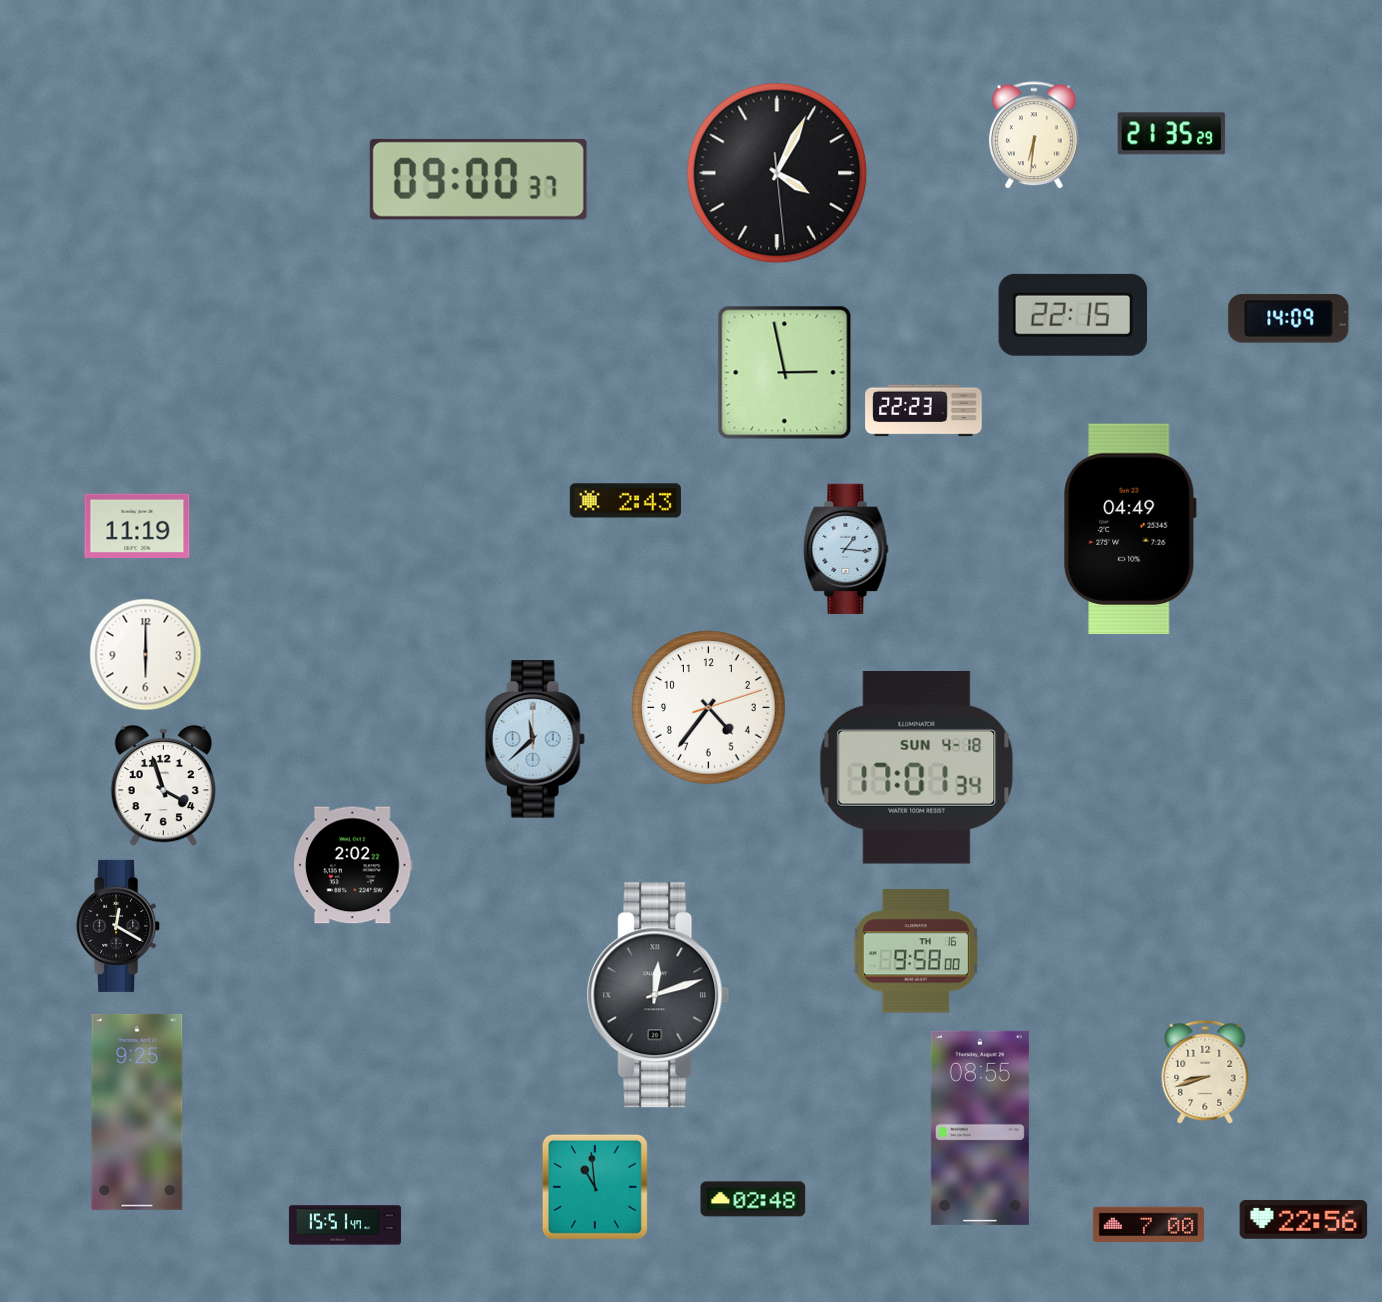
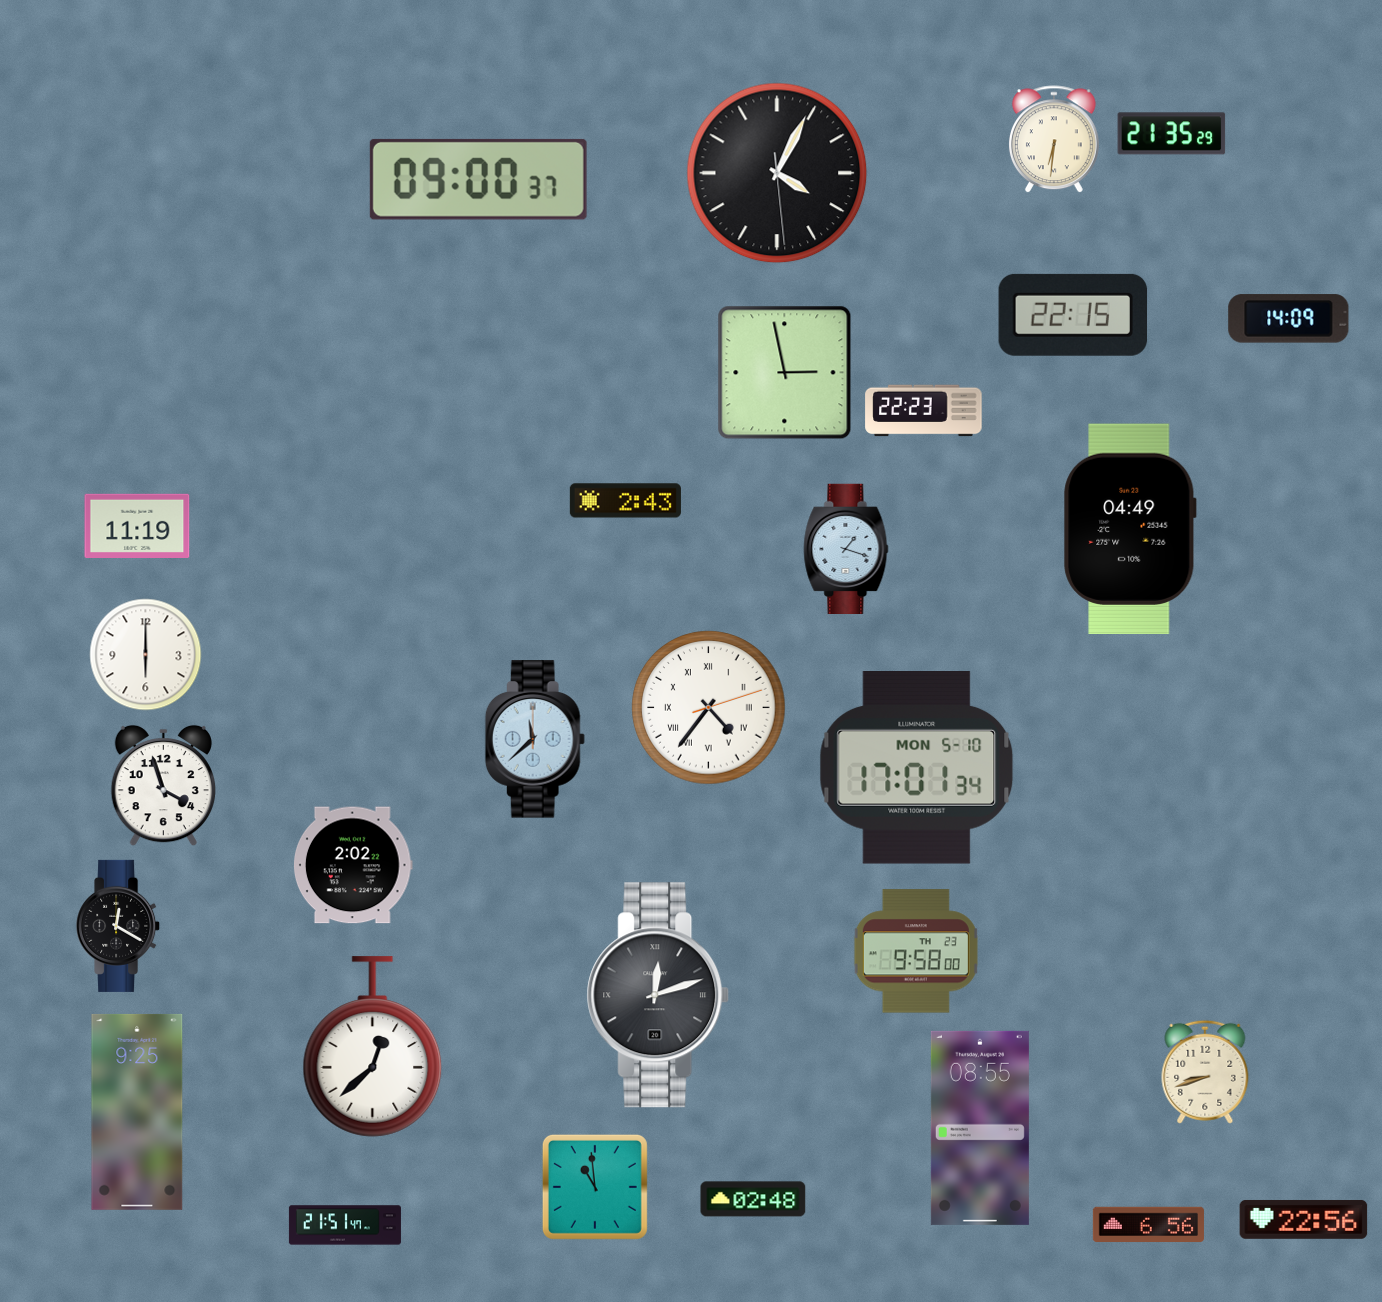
clock at (1034, 136) position: (1034, 136) -> (1054, 140)
clock at (846, 548): 1:16 -> 1:18
clock at (709, 708) numerals: Arabic -> Roman
clock at (917, 768) date: SUN 4-18 -> MON 5-10
clock at (916, 951) date: TH 16 -> TH 23
clock at (373, 1047): none -> 12:38
clock at (345, 1225): 15:51 -> 21:51
clock at (1148, 1225): 7:00 -> 6:56
